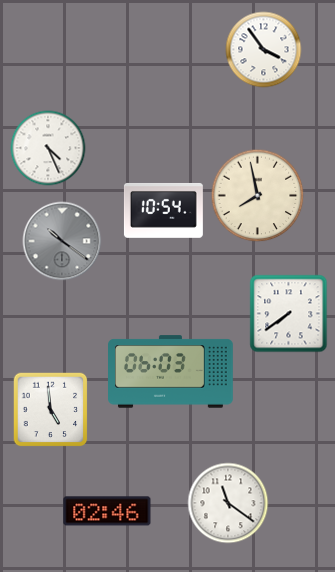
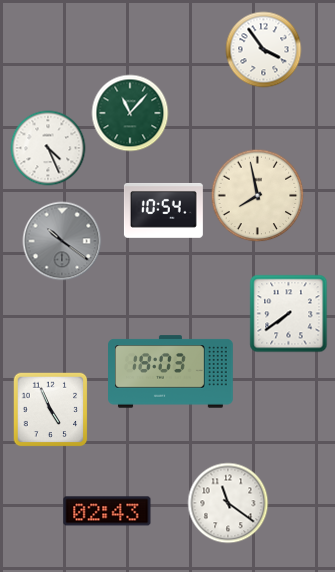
clock at (130, 113): none -> 11:07
clock at (171, 372): 06:03 -> 18:03
clock at (51, 410): 4:59 -> 4:56
clock at (107, 511): 02:46 -> 02:43
